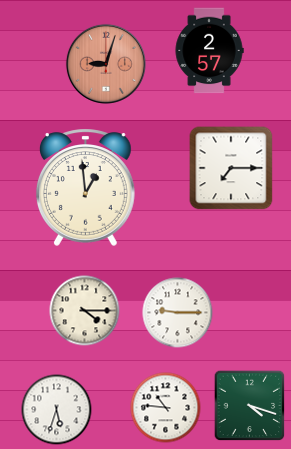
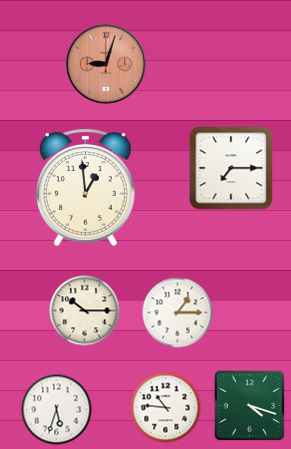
clock at (209, 51): 2:57 -> none
clock at (85, 311): 4:15 -> 10:15
clock at (178, 313): 9:15 -> 1:15
